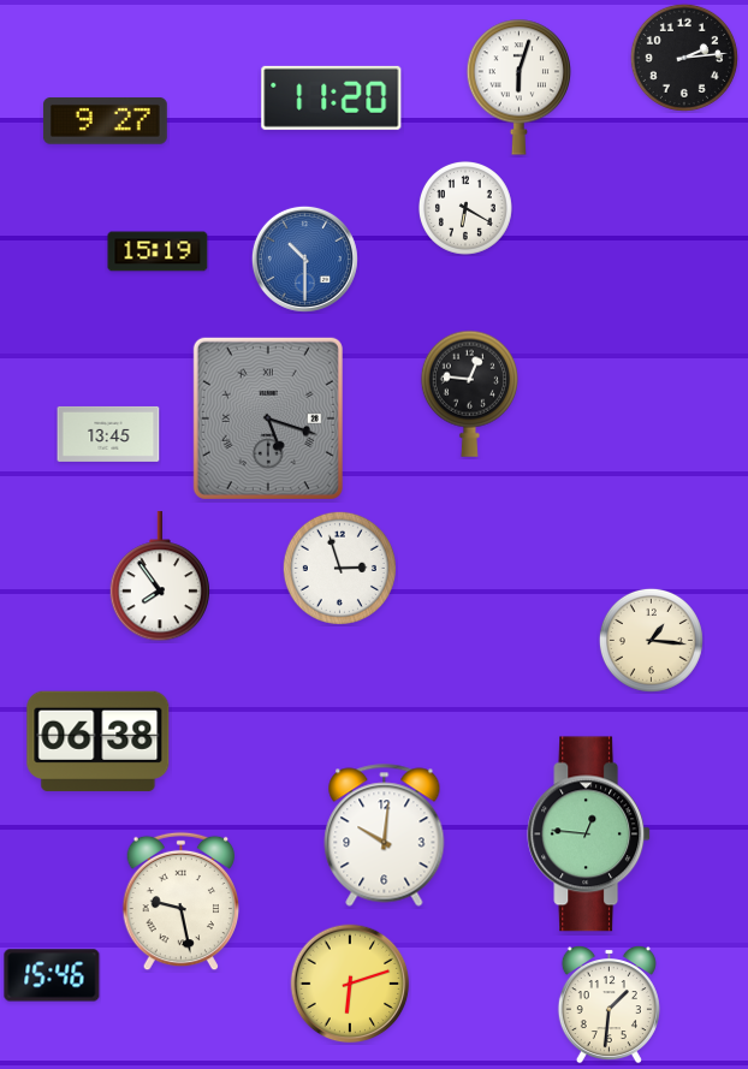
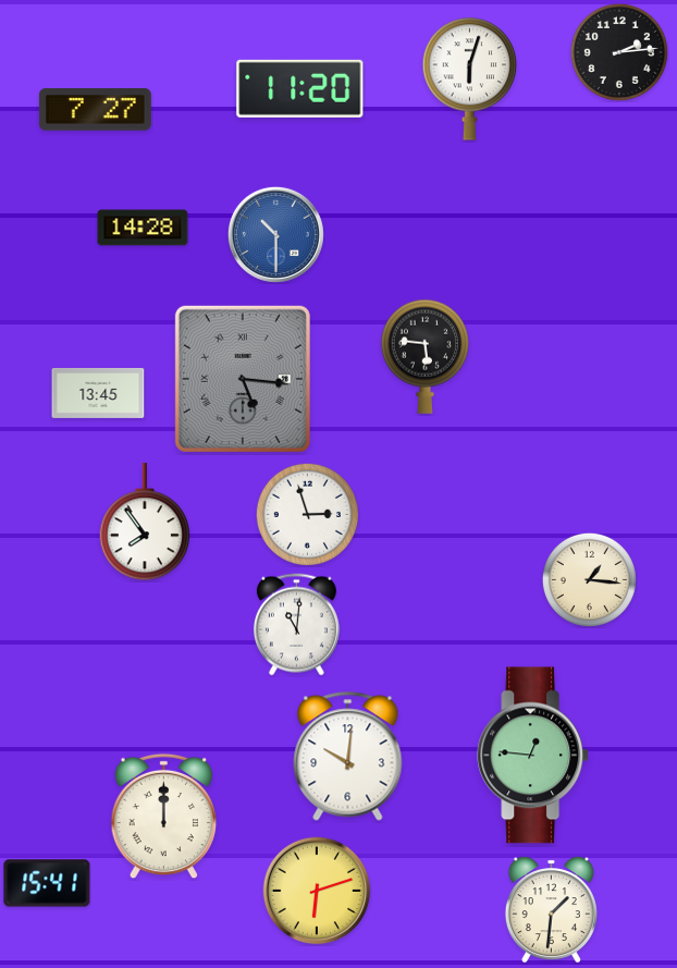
clock at (105, 121): 9:27 -> 7:27
clock at (465, 208): 6:20 -> none
clock at (158, 251): 15:19 -> 14:28
clock at (469, 393): 12:46 -> 5:46
clock at (268, 418): 5:18 -> 5:16
clock at (296, 625): none -> 11:01
clock at (99, 741): 06:38 -> none
clock at (182, 902): 9:28 -> 12:00
clock at (52, 975): 15:46 -> 15:41
